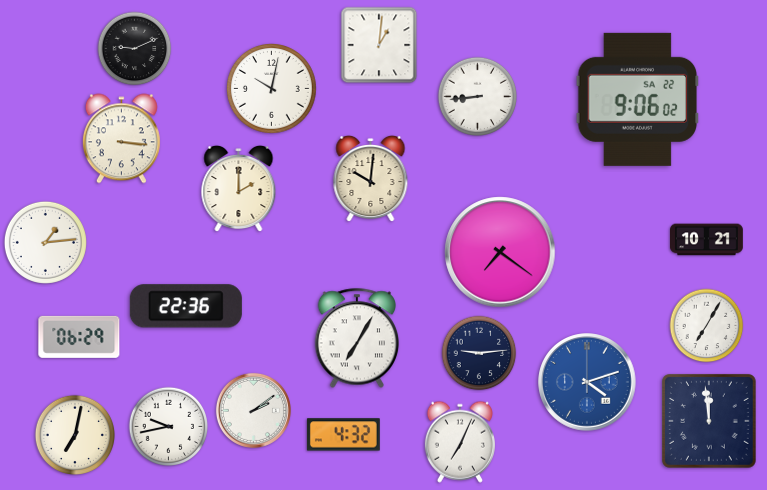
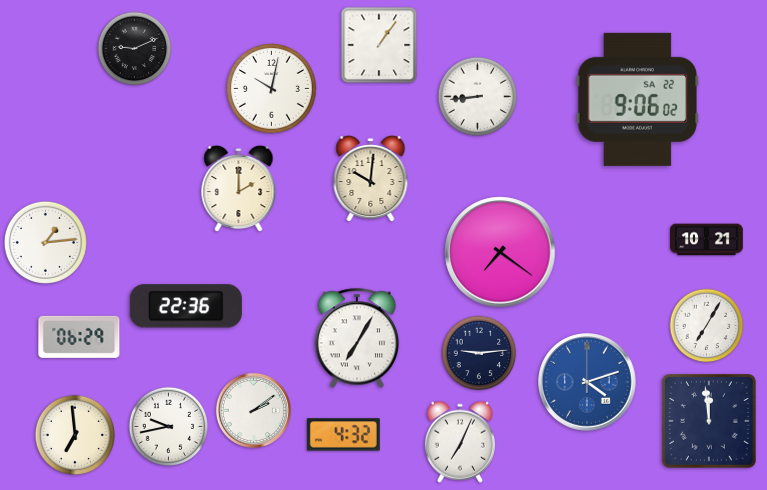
clock at (379, 45): 1:01 -> 1:06
clock at (121, 139): 3:16 -> none
clock at (74, 434): 7:02 -> 6:59
